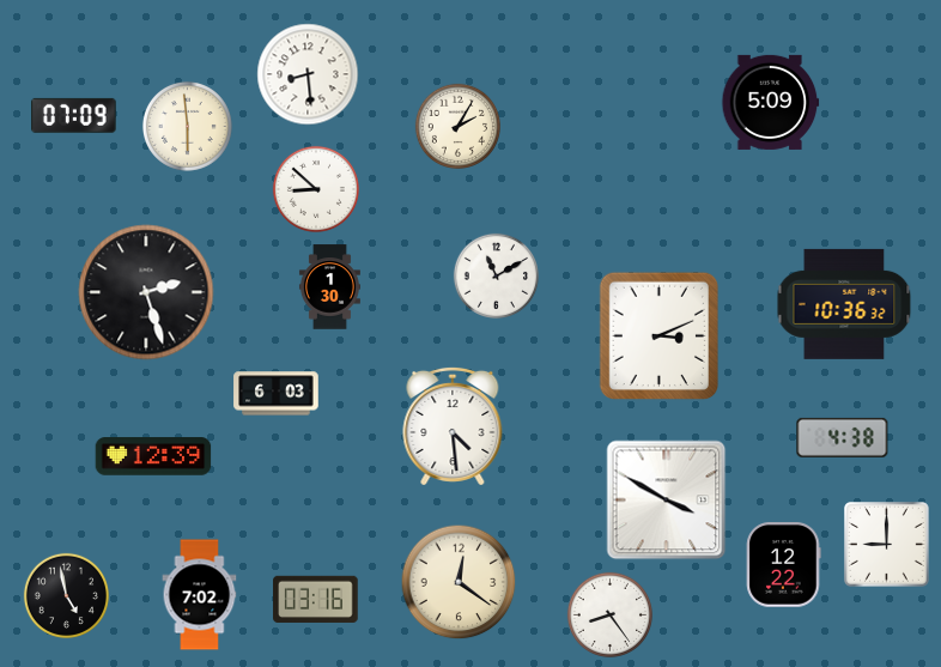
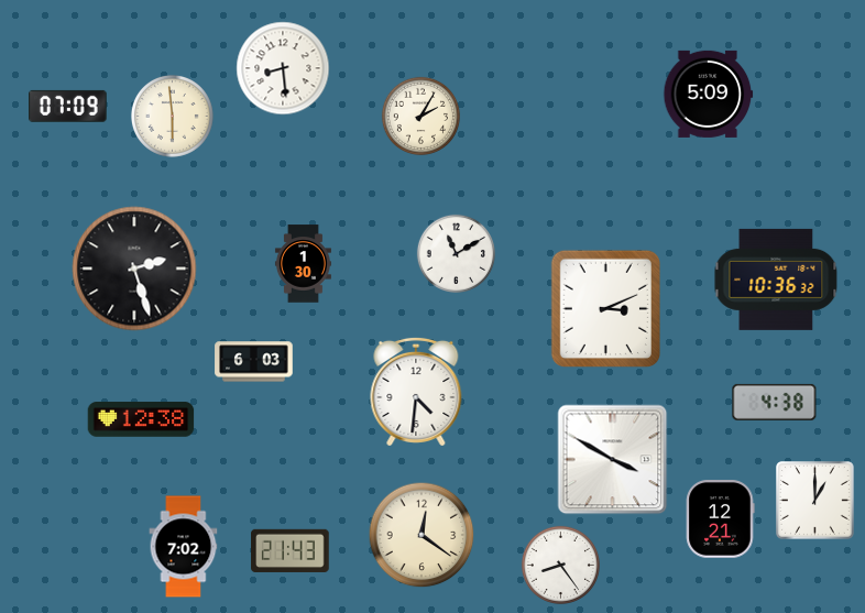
clock at (316, 189): 8:52 -> none
clock at (453, 426): 4:29 -> 4:31
clock at (153, 456): 12:39 -> 12:38
clock at (887, 545): 9:00 -> 1:00
clock at (784, 565): 12:22 -> 12:21
clock at (66, 595): 4:58 -> none
clock at (316, 599): 03:16 -> 21:43
